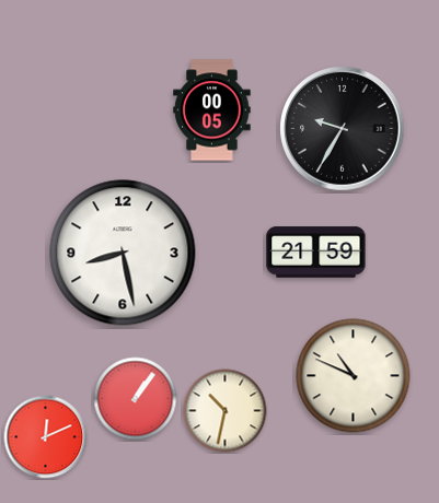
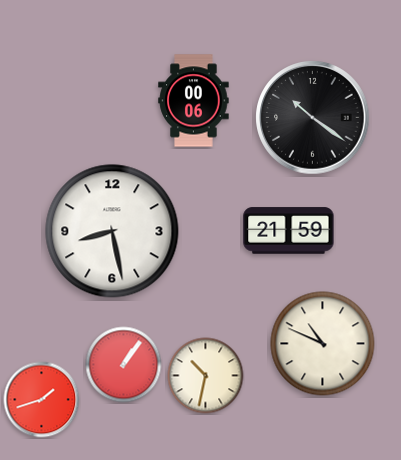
clock at (212, 110): 00:05 -> 00:06
clock at (343, 129): 9:35 -> 10:21
clock at (46, 437): 12:11 -> 1:42
